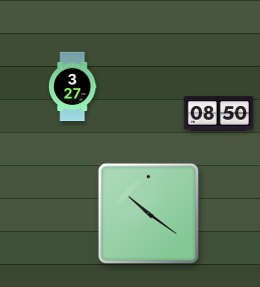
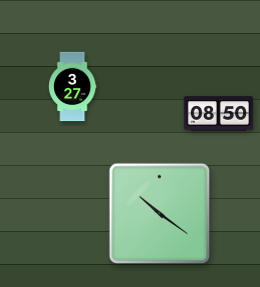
clock at (148, 213) position: (148, 213) -> (159, 213)
